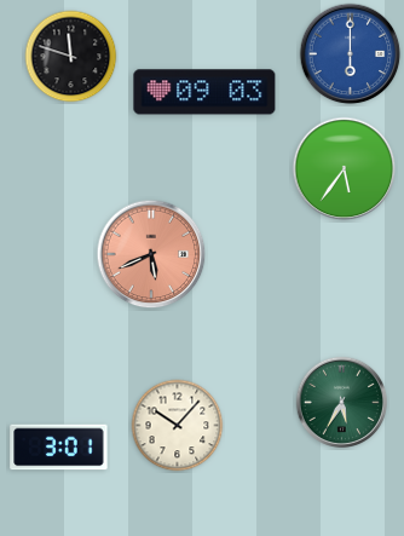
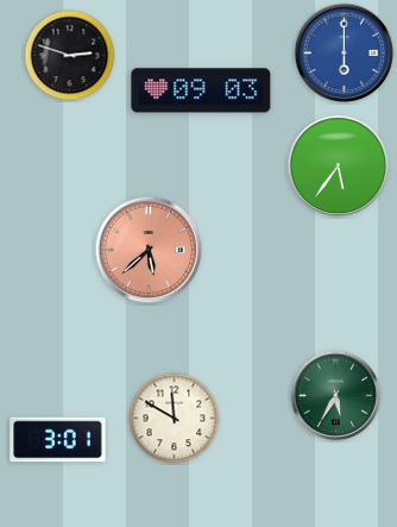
clock at (71, 57): 11:48 -> 2:48
clock at (151, 254): 5:41 -> 5:38
clock at (178, 426): 10:07 -> 11:50
